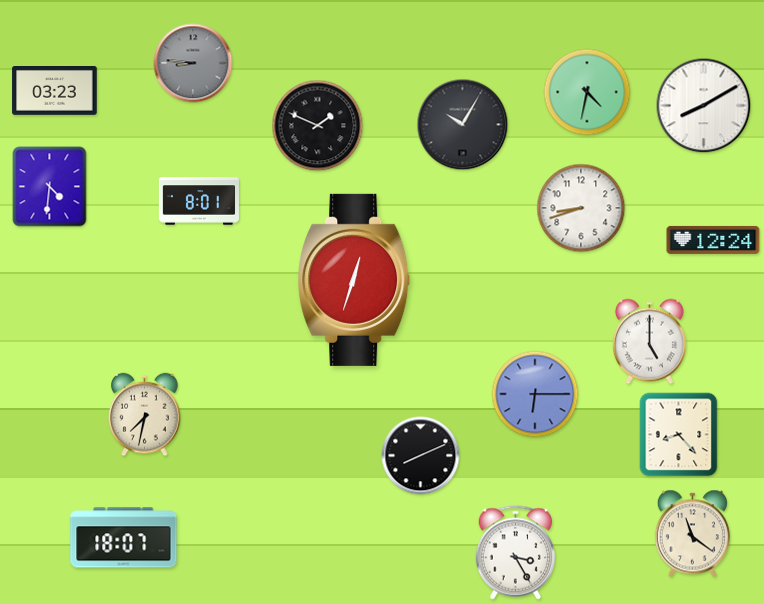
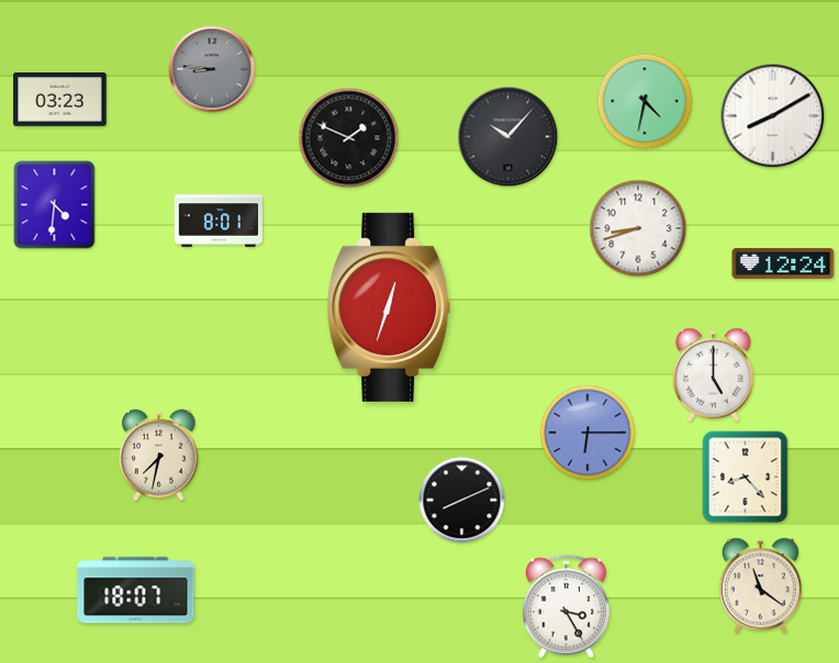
clock at (463, 125): 10:05 -> 10:07
